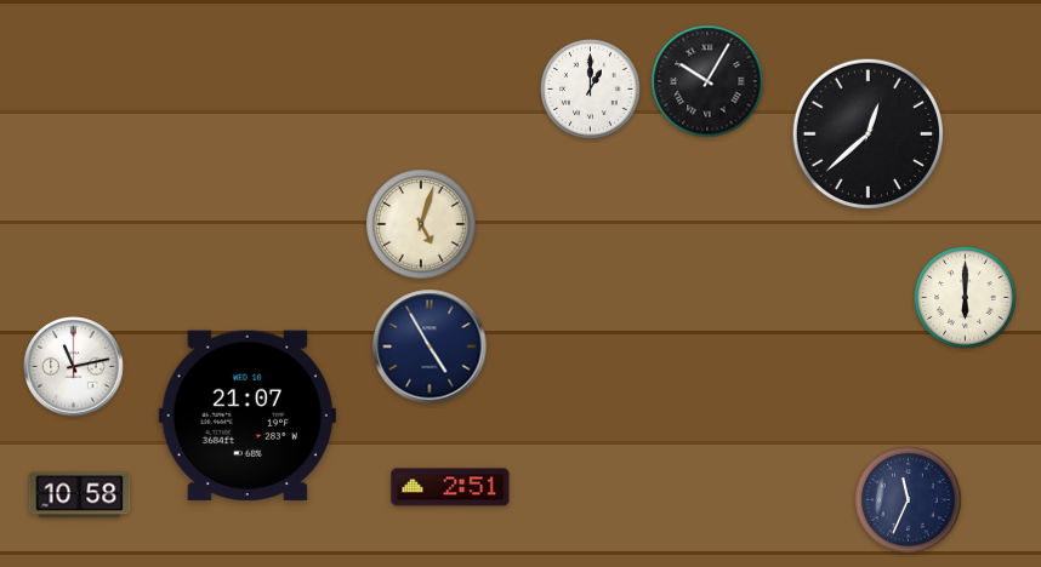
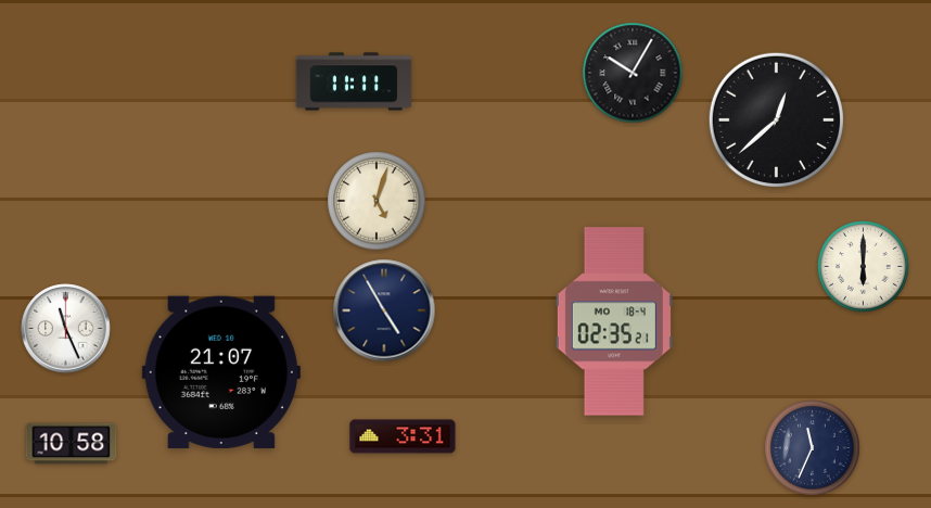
clock at (591, 90): 1:00 -> none
clock at (354, 81): none -> 11:11
clock at (614, 321): none -> 02:35
clock at (74, 367): 11:13 -> 11:26
clock at (450, 487): 2:51 -> 3:31
